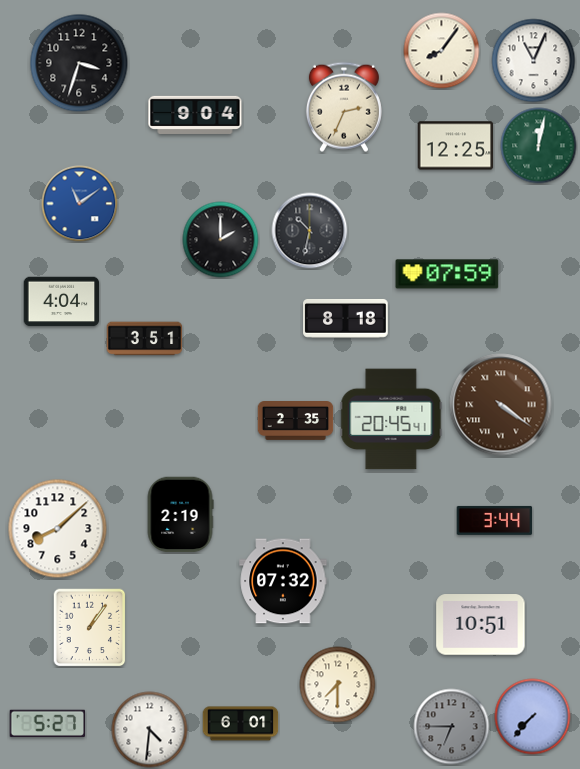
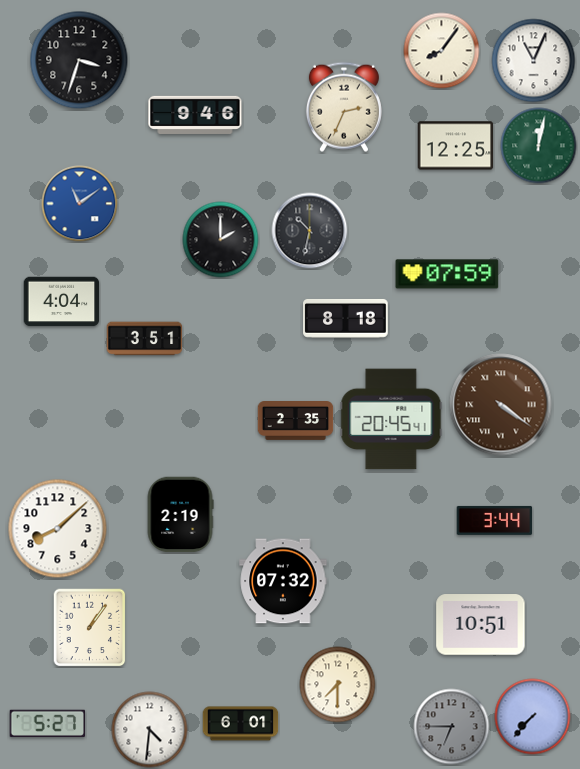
clock at (79, 63) position: (79, 63) -> (79, 60)
clock at (195, 115): 9:04 -> 9:46
